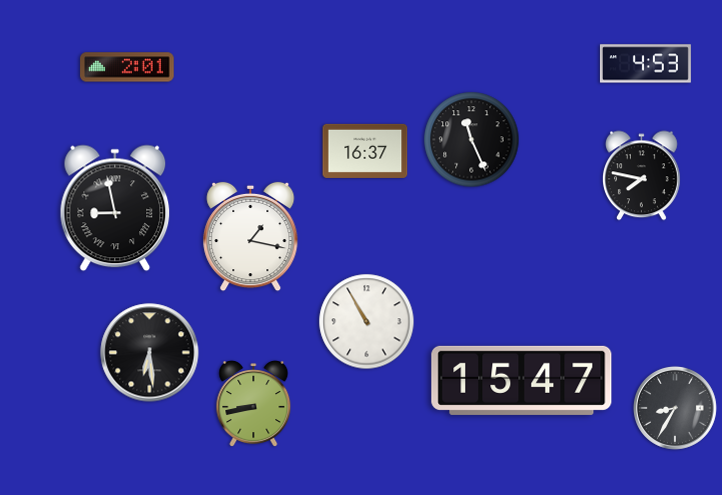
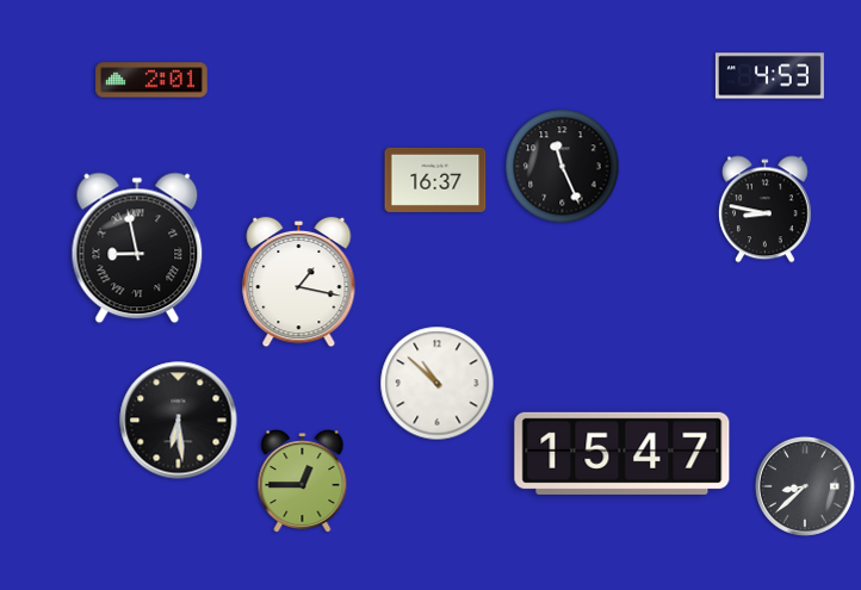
clock at (641, 176): 7:47 -> 8:47
clock at (367, 322): 10:55 -> 10:52
clock at (254, 404): 8:43 -> 12:45
clock at (675, 408): 8:35 -> 8:38
